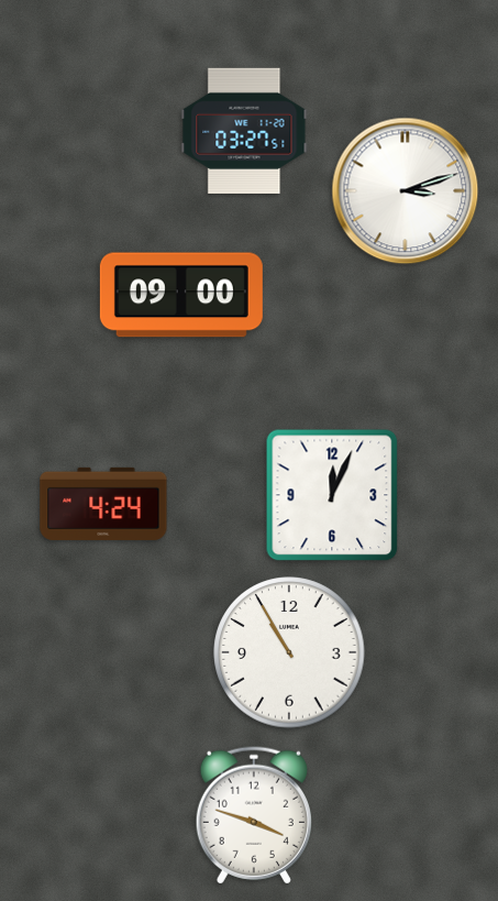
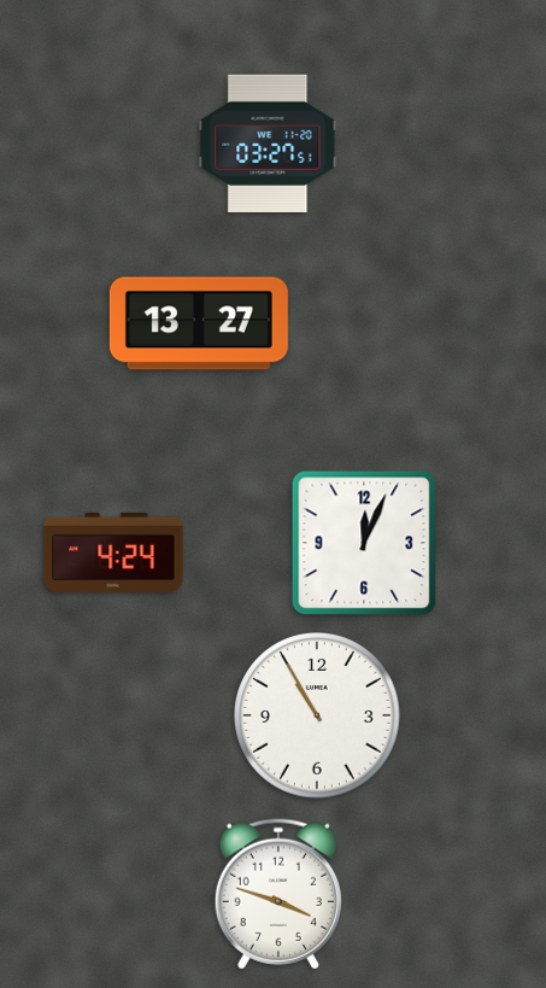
clock at (406, 191): 3:12 -> none
clock at (181, 295): 09:00 -> 13:27
